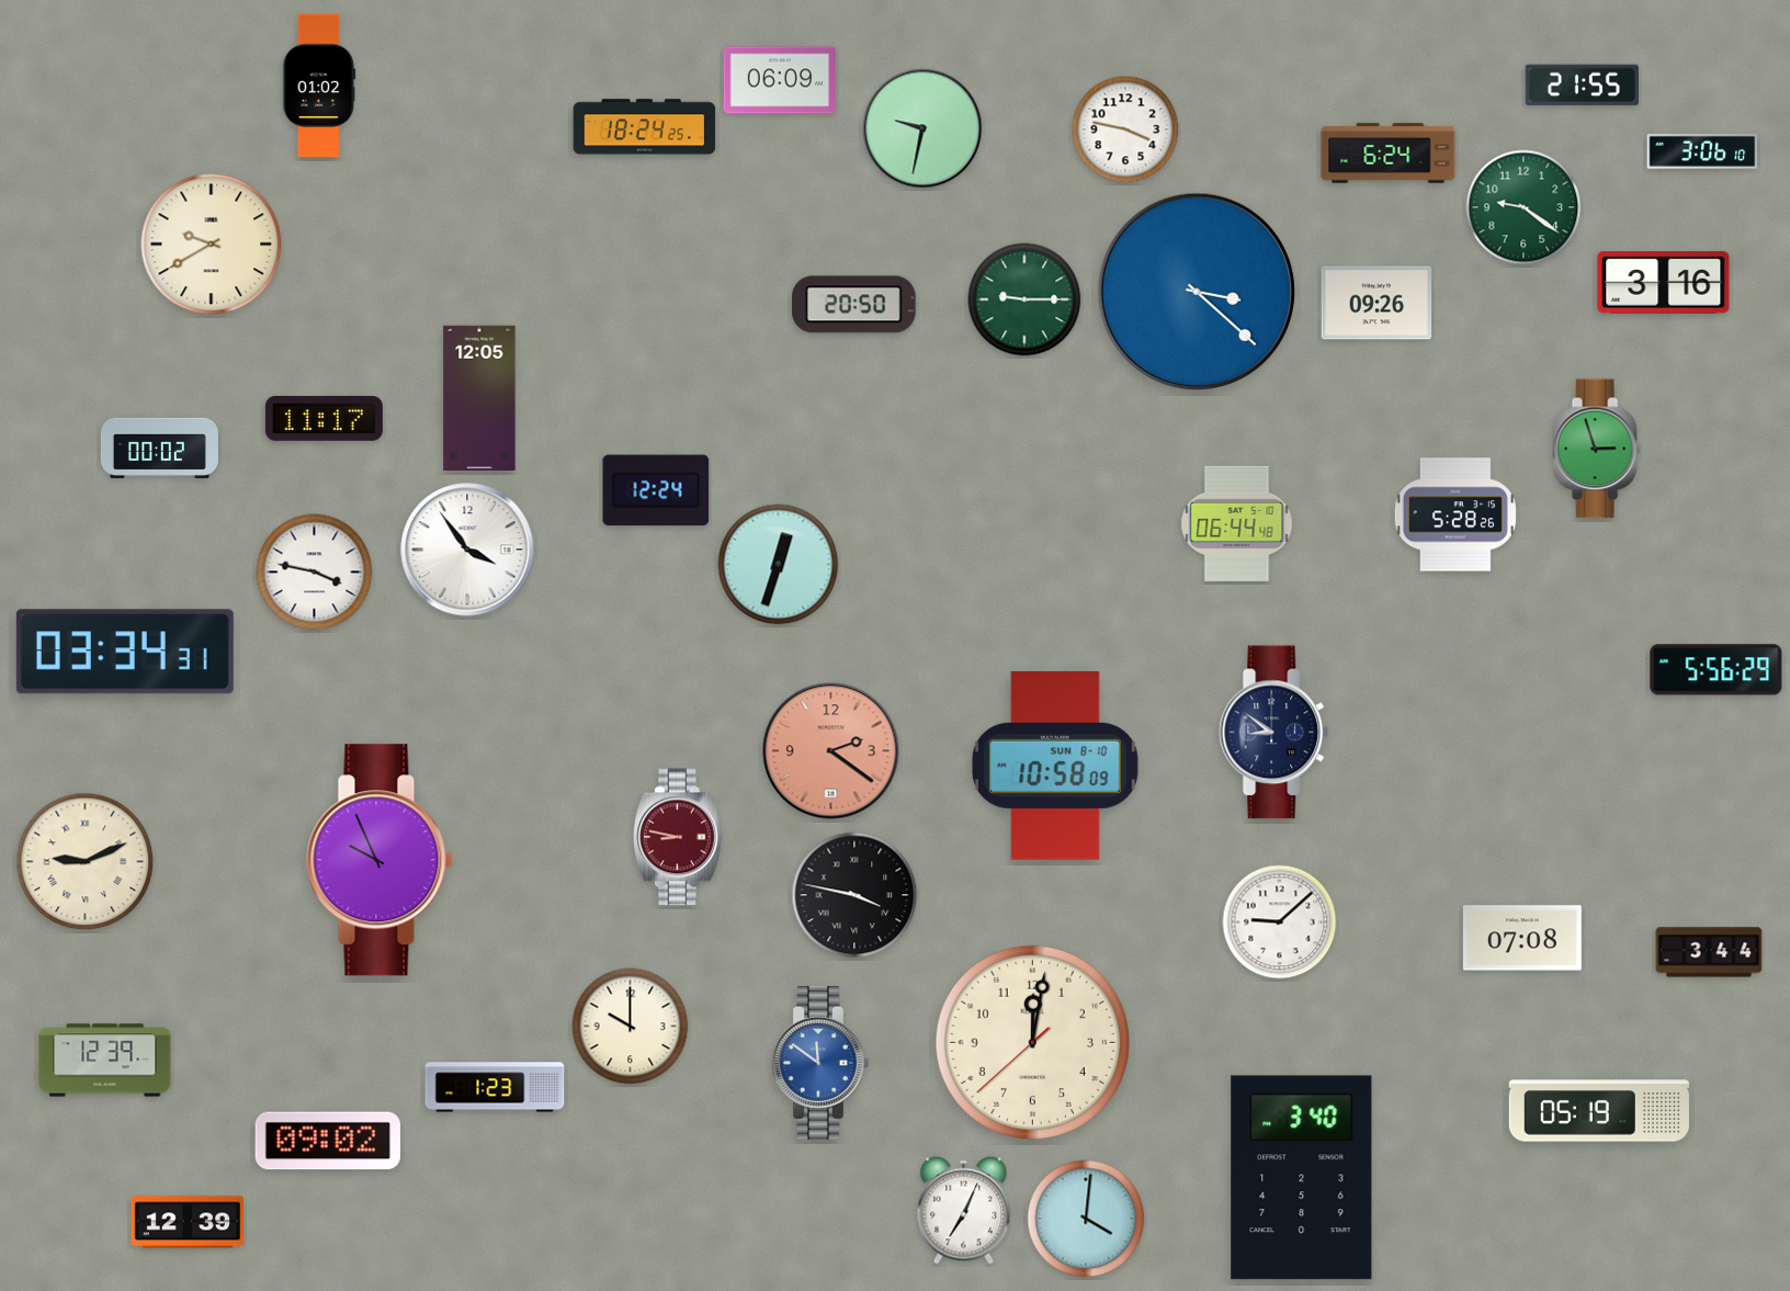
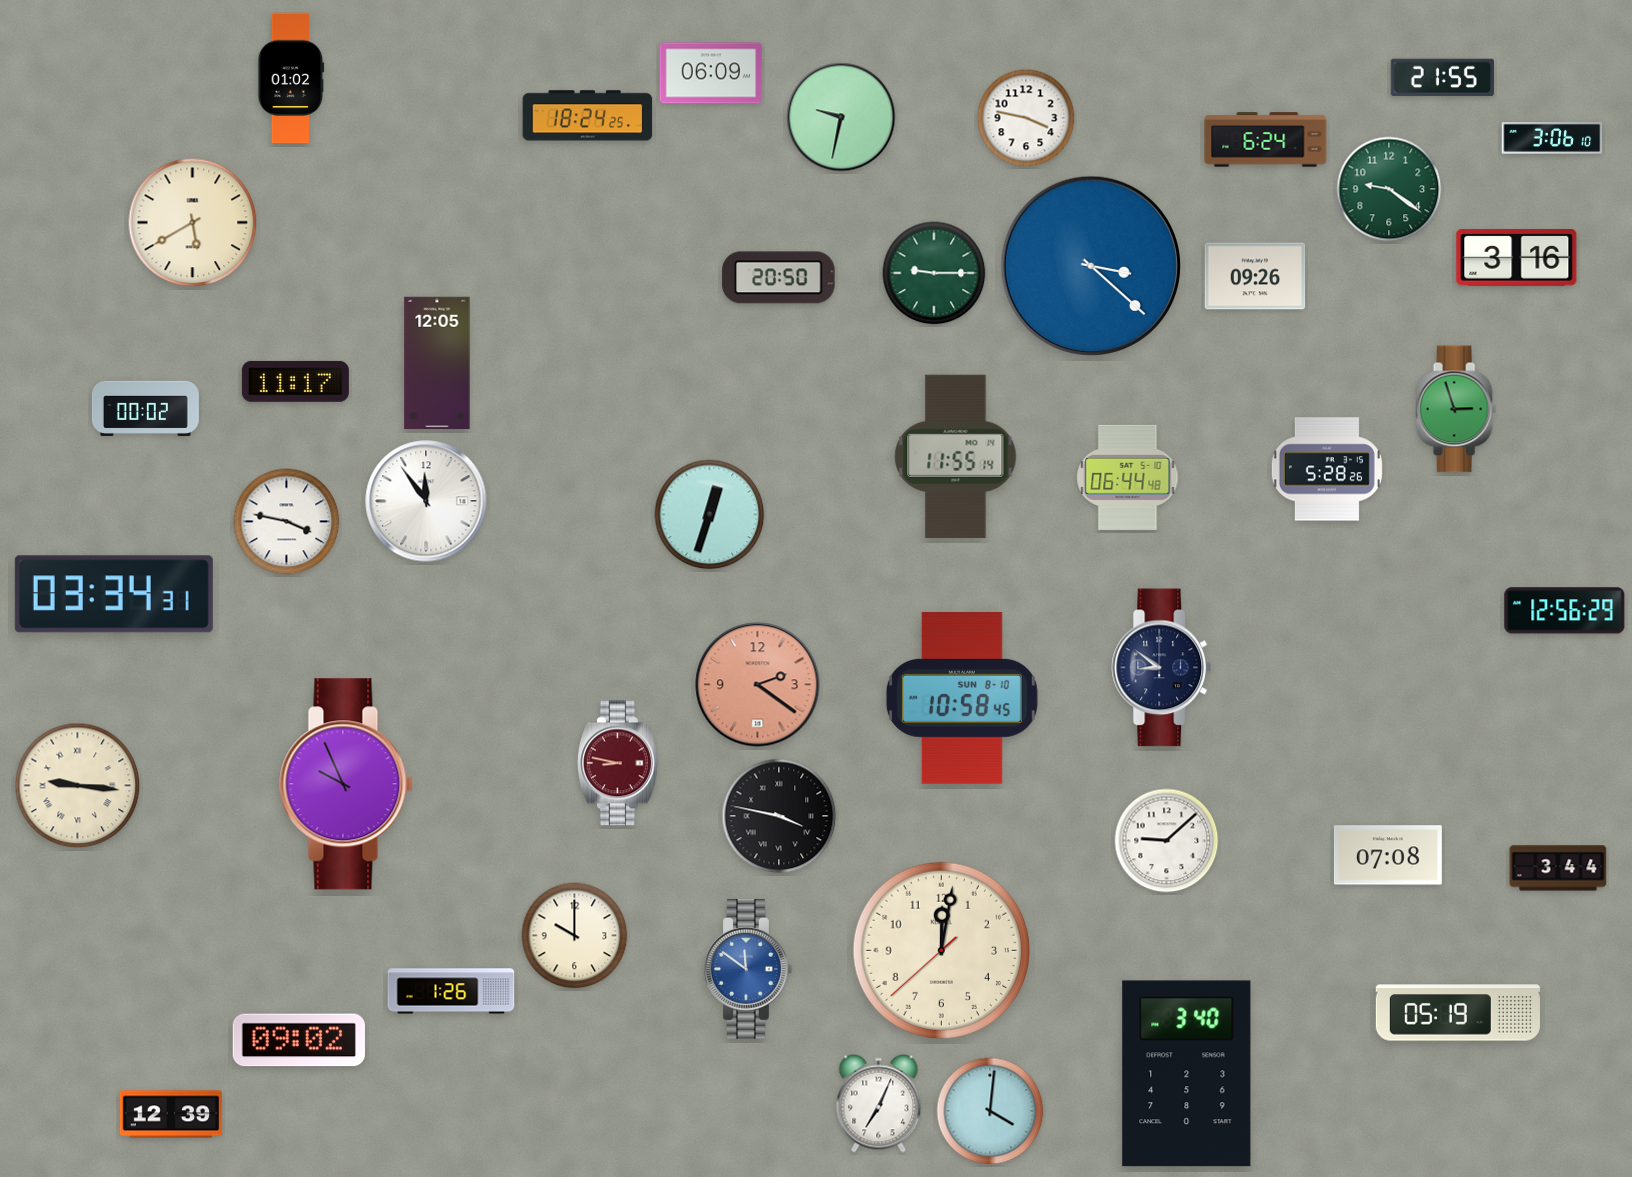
clock at (212, 245): 9:40 -> 5:40
clock at (656, 490): 12:24 -> none
clock at (956, 456): none -> 11:55
clock at (467, 550): 3:54 -> 11:54
clock at (1717, 670): 5:56 -> 12:56
clock at (1055, 767): 10:58:09 -> 10:58:45
clock at (86, 862): 9:11 -> 9:16
clock at (105, 1061): 12:39 -> none
clock at (495, 1087): 1:23 -> 1:26
